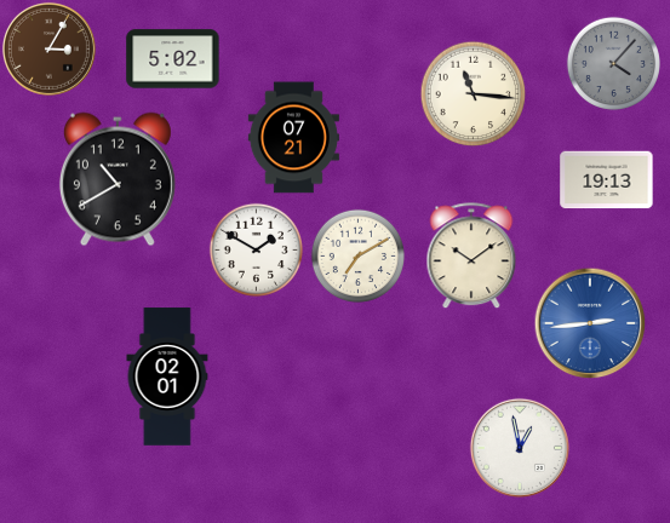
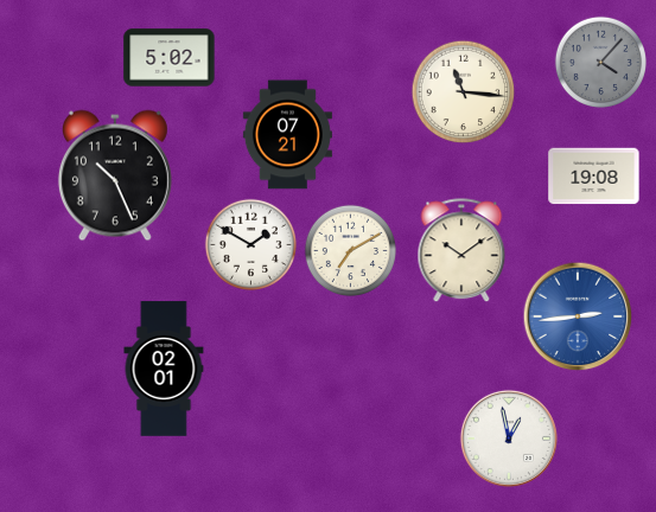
clock at (48, 48): 3:05 -> none
clock at (118, 179): 10:40 -> 10:26
clock at (607, 180): 19:13 -> 19:08
